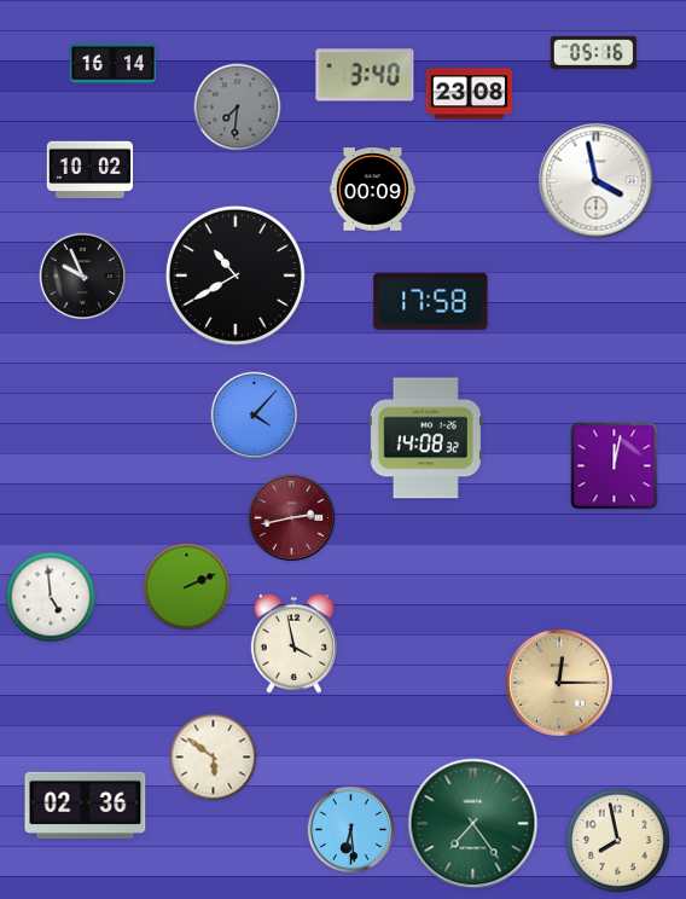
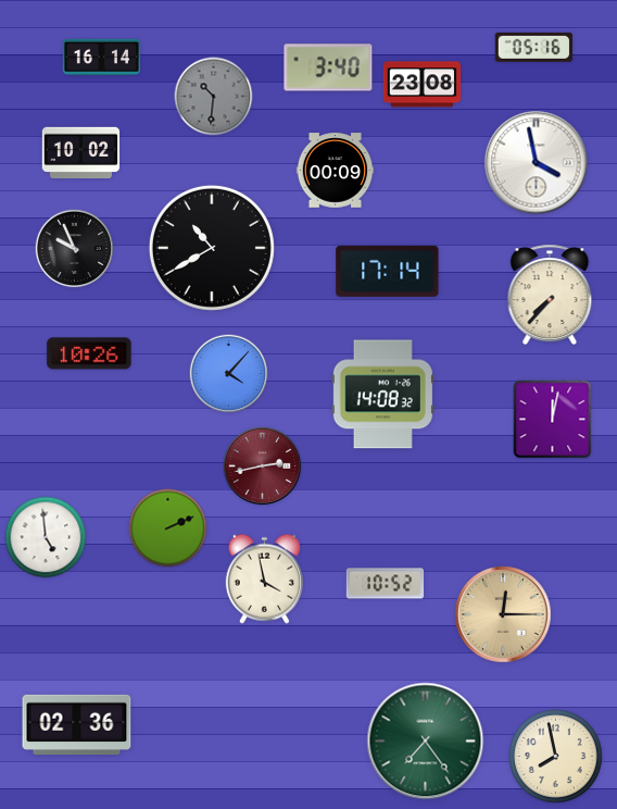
clock at (238, 108): 7:31 -> 10:31
clock at (431, 301): 17:58 -> 17:14
clock at (550, 295): none -> 7:37
clock at (89, 353): none -> 10:26
clock at (386, 584): none -> 10:52
clock at (214, 758): 5:51 -> none
clock at (351, 830): 6:29 -> none
